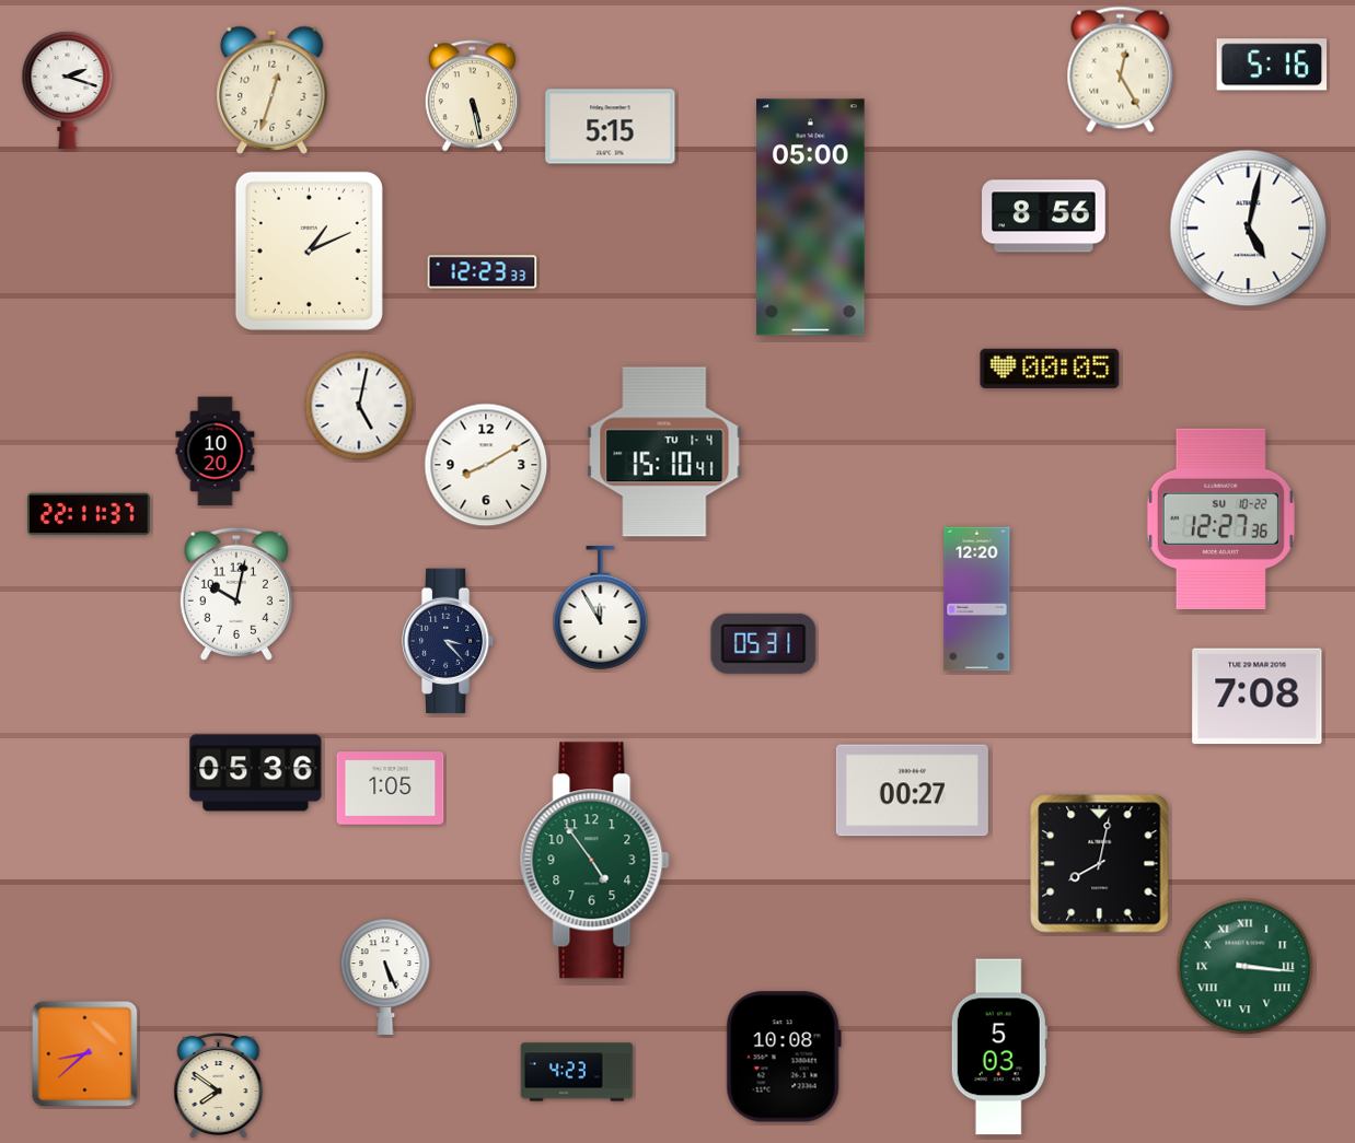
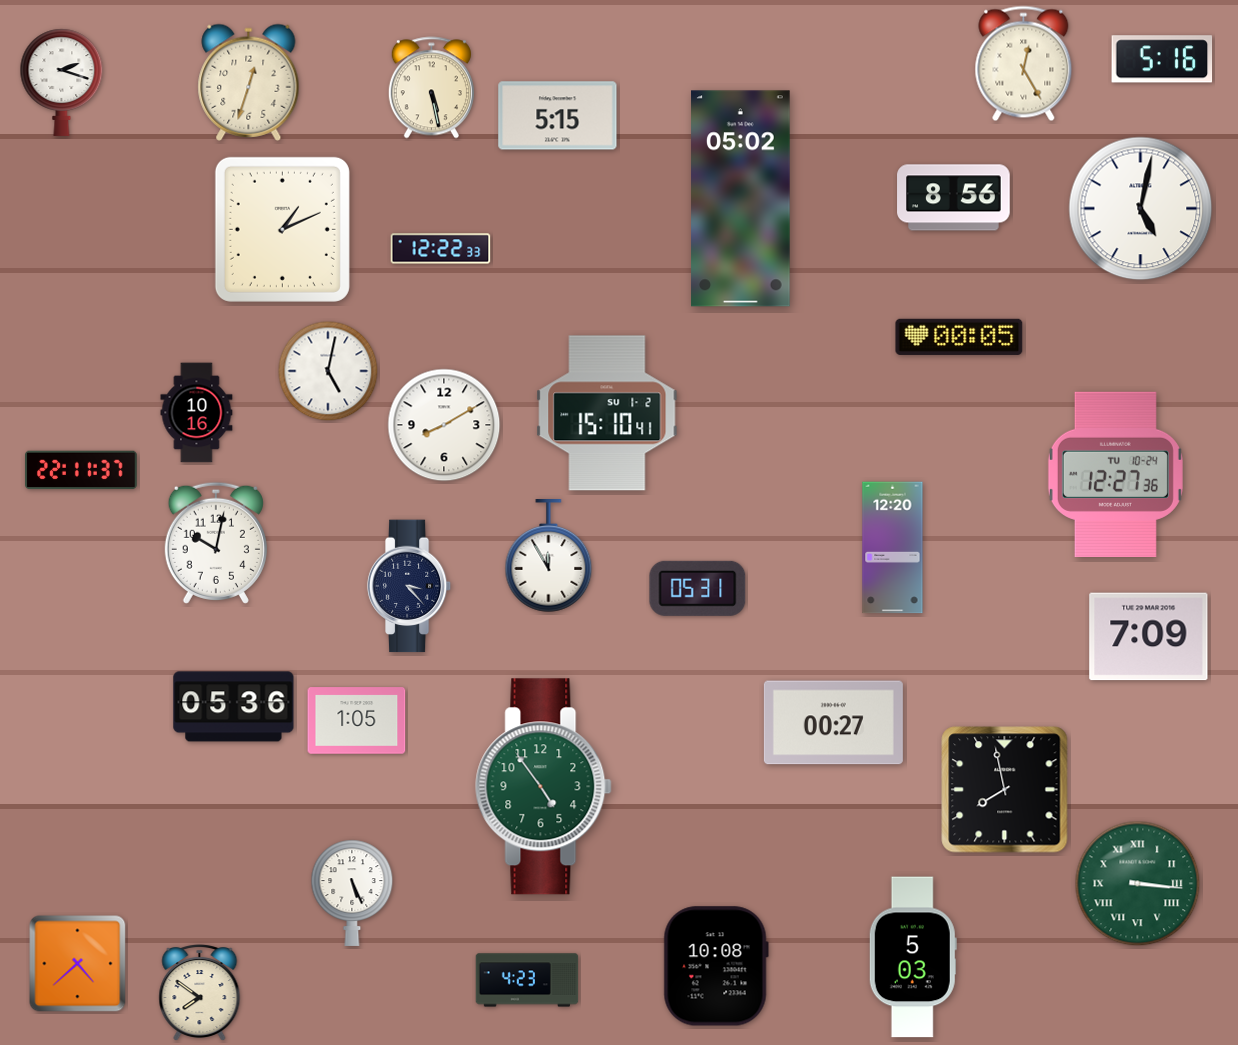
clock at (811, 218): 05:00 -> 05:02
clock at (483, 272): 12:23 -> 12:22
clock at (216, 452): 10:20 -> 10:16
clock at (664, 452) date: TU 1-4 -> SU 1-2
clock at (1220, 518) date: SU 10-22 -> TU 10-24
clock at (1258, 697): 7:08 -> 7:09
clock at (1100, 864): 8:02 -> 7:58
clock at (85, 1054): 8:38 -> 4:38
